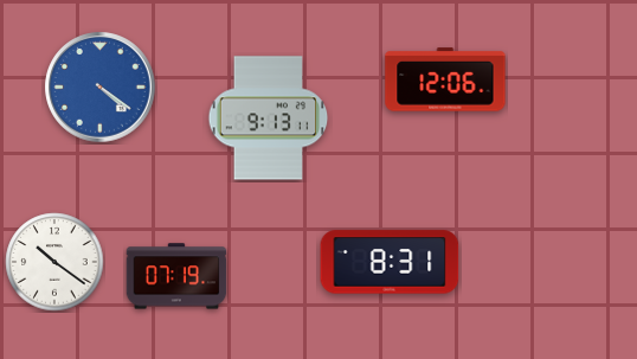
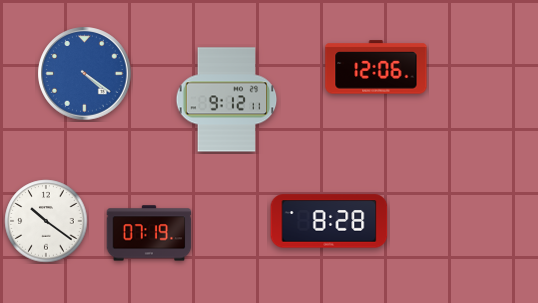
clock at (269, 118): 9:13 -> 9:12
clock at (390, 262): 8:31 -> 8:28
